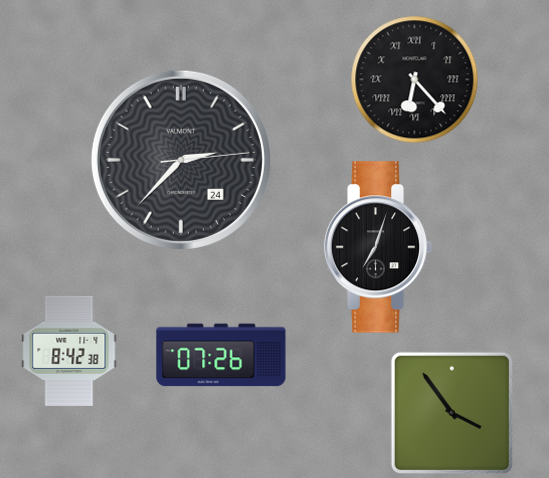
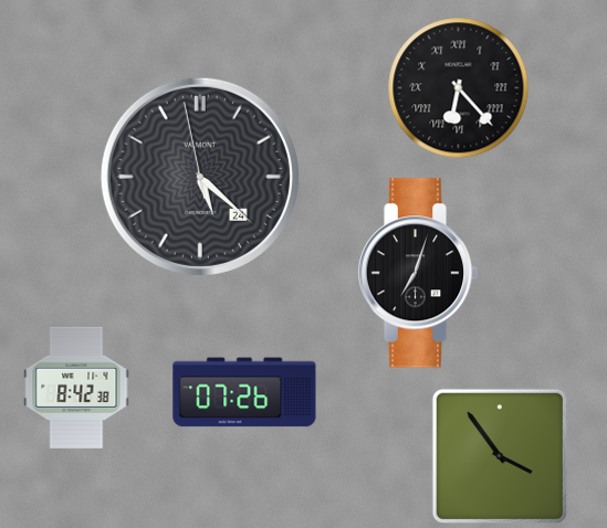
clock at (181, 160): 2:37 -> 5:21
